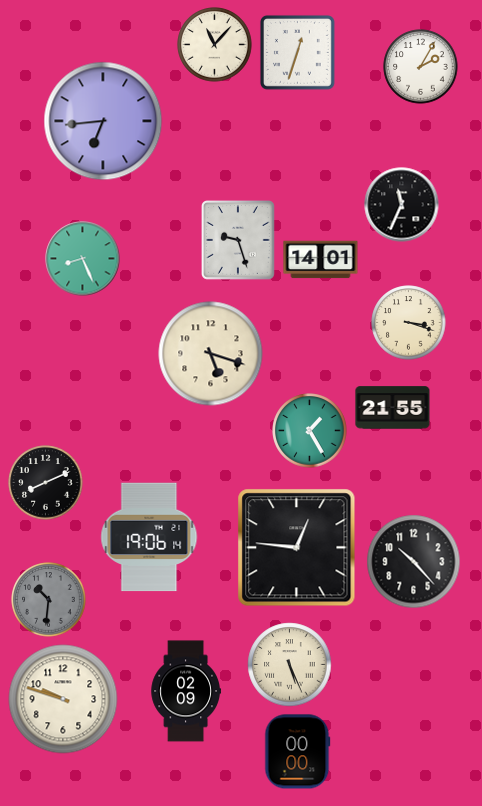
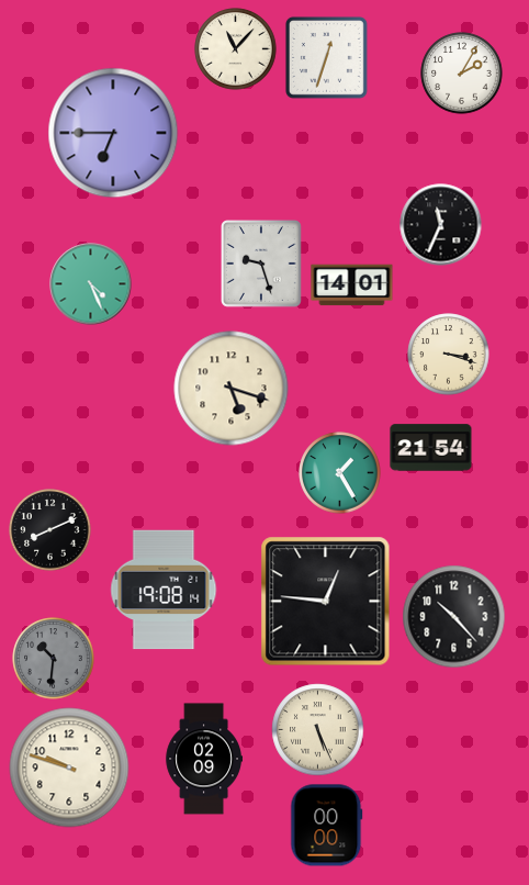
clock at (103, 121): 6:44 -> 6:45
clock at (83, 259): 8:26 -> 4:26
clock at (393, 408): 21:55 -> 21:54
clock at (149, 537): 19:06 -> 19:08
